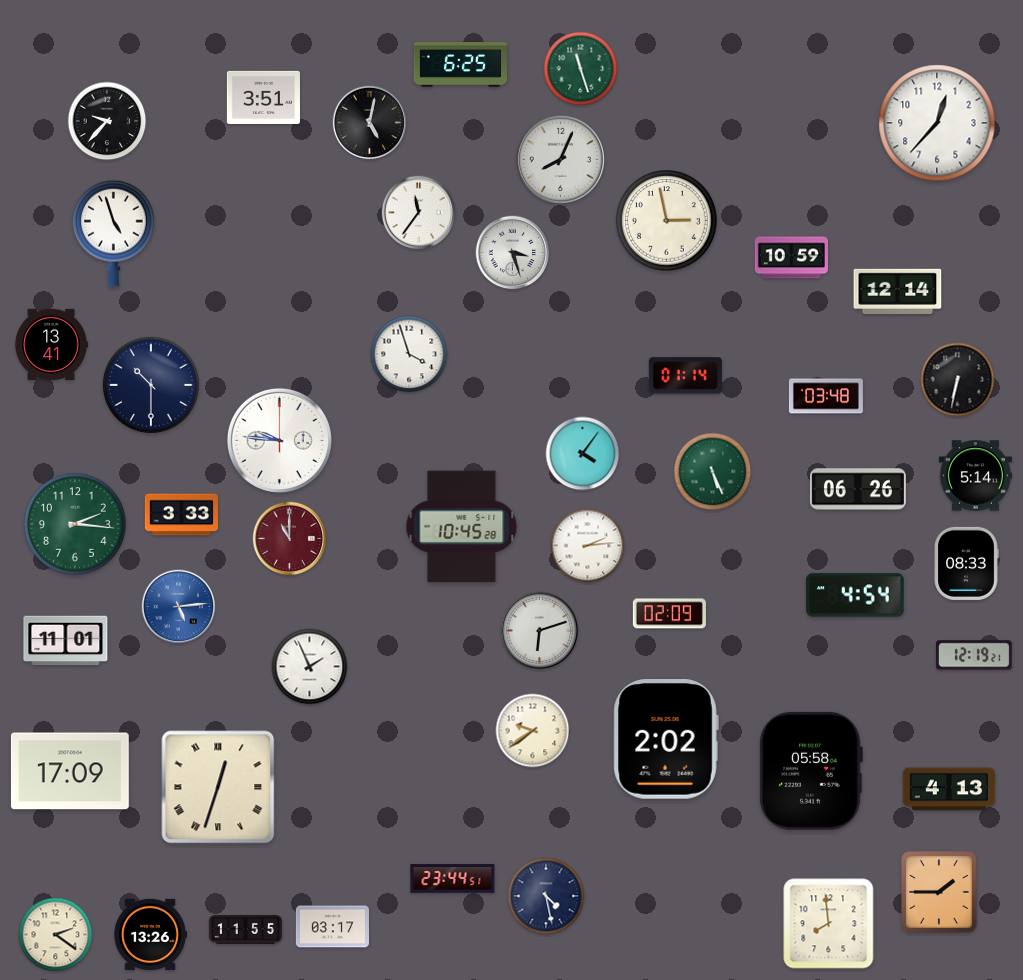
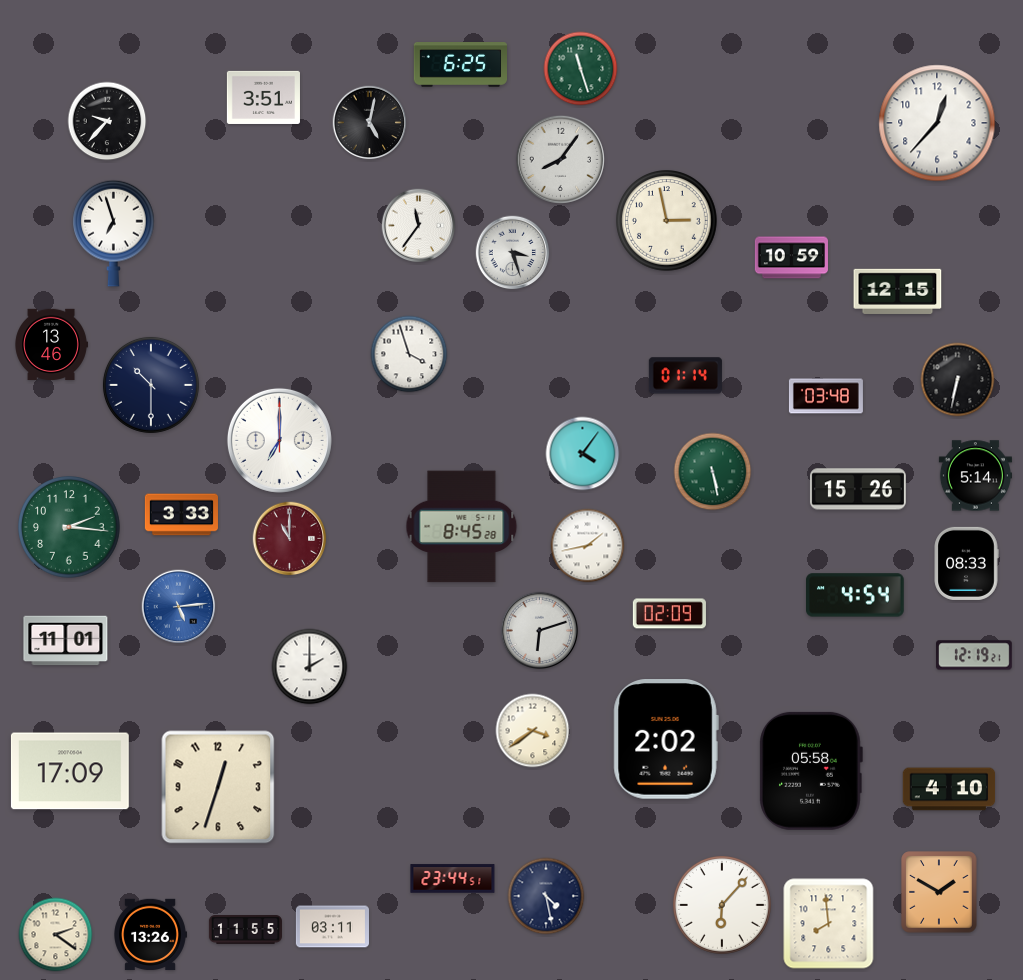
clock at (560, 159): 8:04 -> 8:06
clock at (419, 213) position: (419, 213) -> (419, 226)
clock at (114, 233): 4:57 -> 6:57
clock at (898, 291): 12:14 -> 12:15
clock at (51, 345): 13:41 -> 13:46
clock at (279, 440): 9:46 -> 7:00
clock at (713, 472): 5:26 -> 5:28
clock at (858, 489): 06:26 -> 15:26
clock at (75, 524) position: (75, 524) -> (69, 527)
clock at (462, 527): 10:45 -> 8:45
clock at (588, 546): 2:14 -> 1:43
clock at (310, 667): 1:56 -> 2:00
clock at (533, 731): 9:39 -> 3:39
clock at (218, 787) numerals: Roman -> Arabic
clock at (949, 789): 4:13 -> 4:10
clock at (939, 892): 1:45 -> 1:50
clock at (722, 905): none -> 6:07
clock at (332, 927): 03:17 -> 03:11
